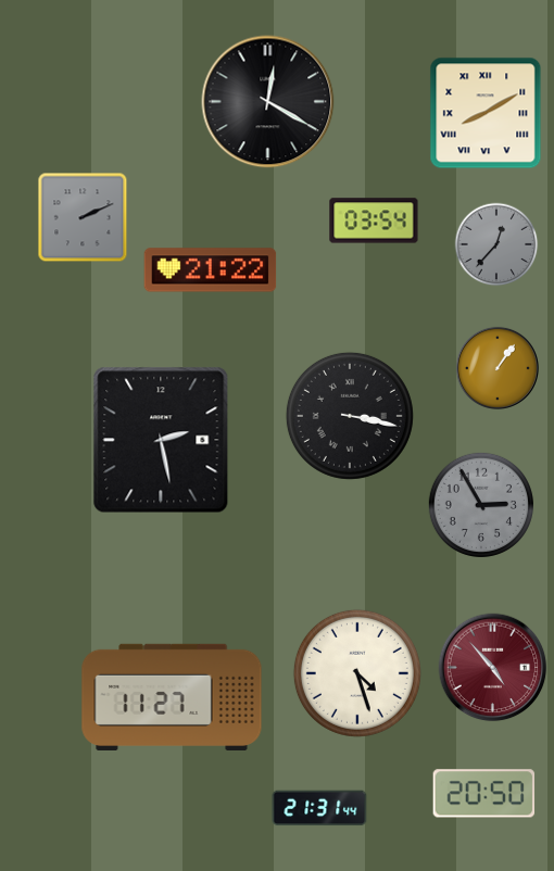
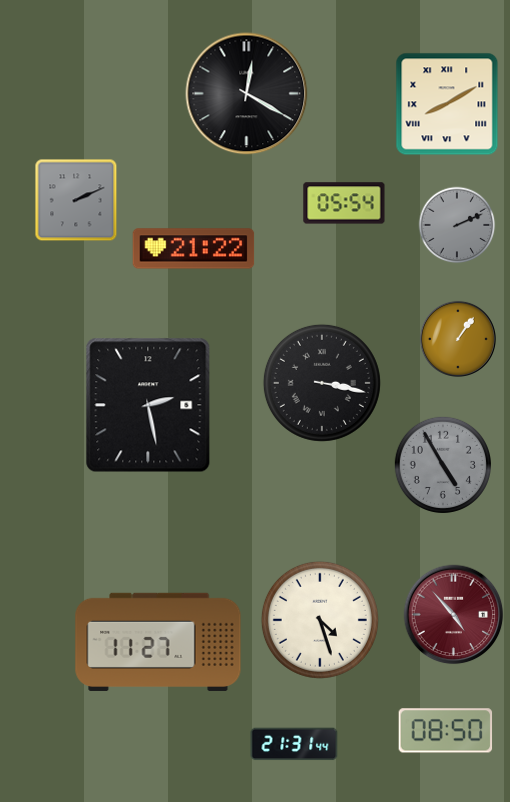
clock at (374, 220): 03:54 -> 05:54
clock at (496, 244): 12:37 -> 2:11
clock at (481, 505): 2:55 -> 4:55
clock at (357, 673) position: (357, 673) -> (320, 620)
clock at (484, 794): 20:50 -> 08:50
